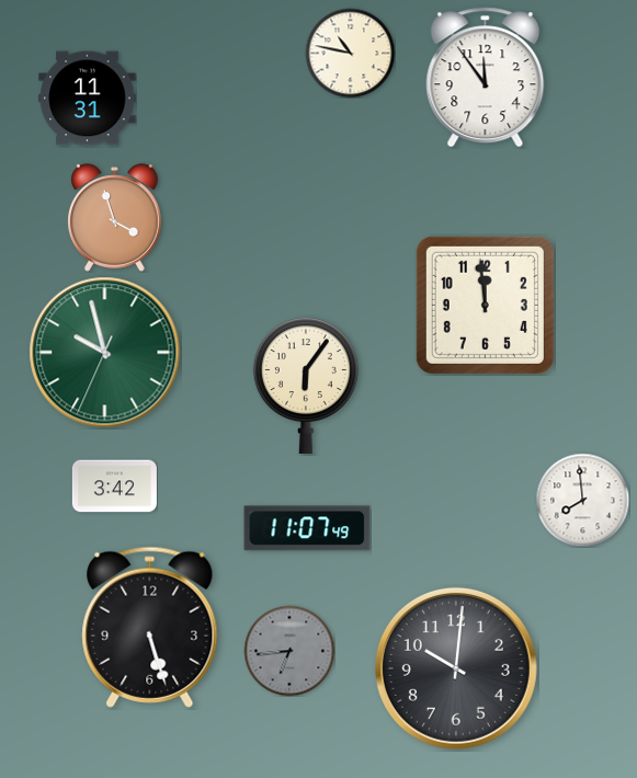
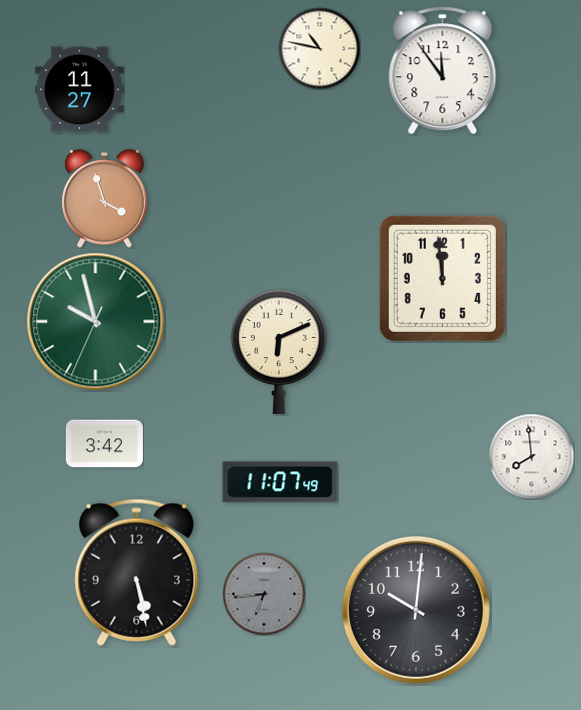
clock at (88, 99): 11:31 -> 11:27
clock at (306, 386): 6:06 -> 6:11
clock at (150, 627): 5:27 -> 5:28
